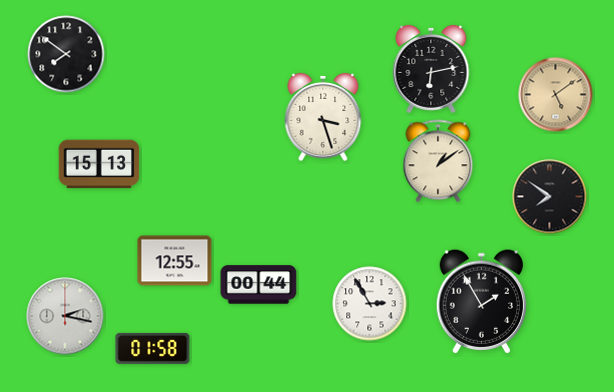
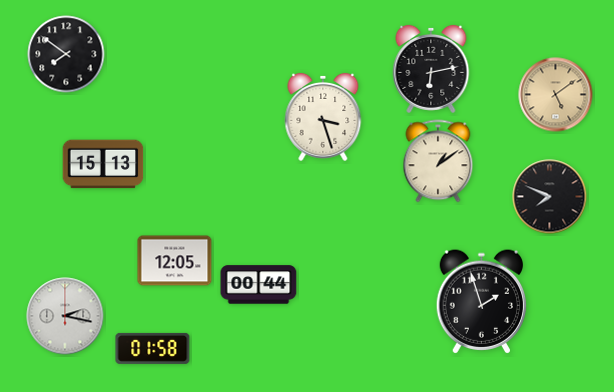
clock at (99, 164) position: (99, 164) -> (103, 164)
clock at (550, 197): 7:51 -> 7:49
clock at (175, 261): 12:55 -> 12:05
clock at (482, 302): 1:55 -> 1:57
clock at (370, 304): 2:55 -> none
